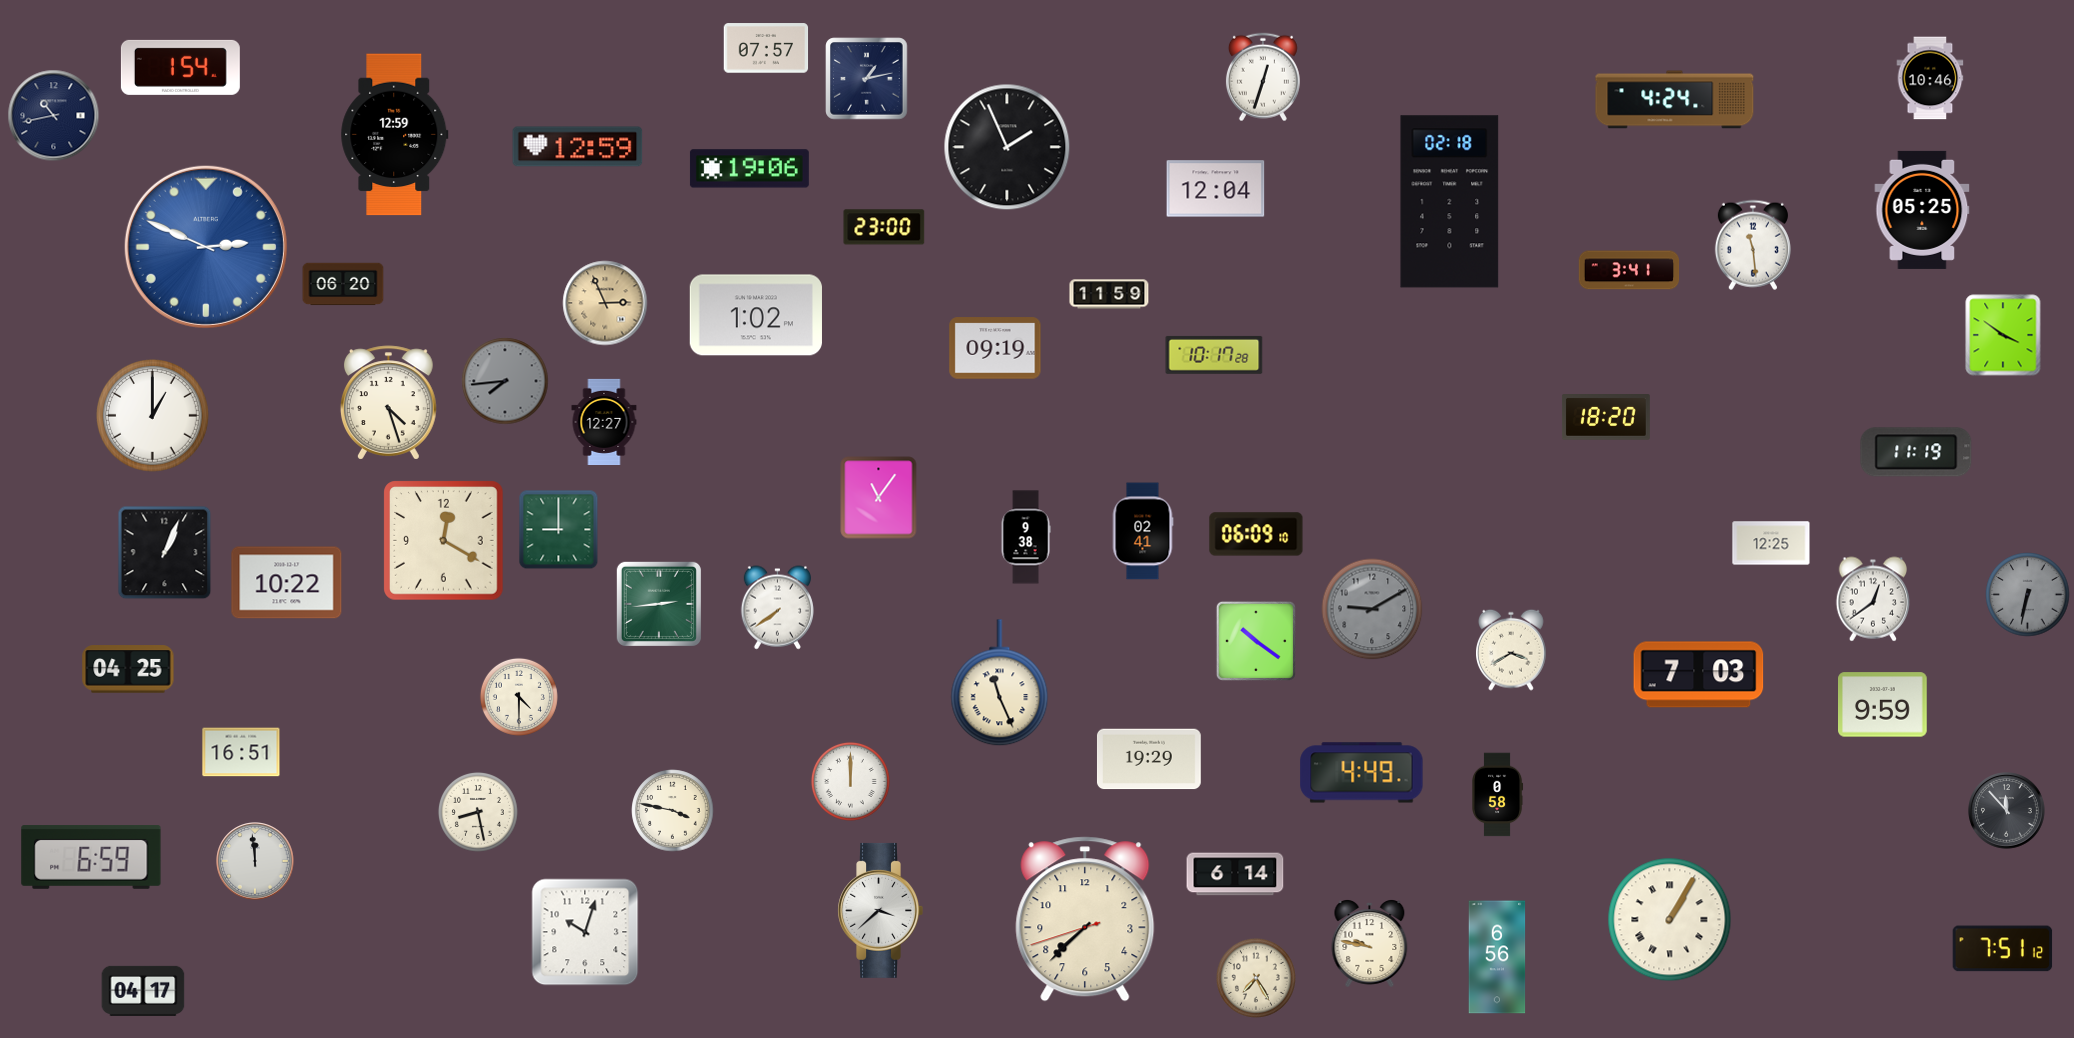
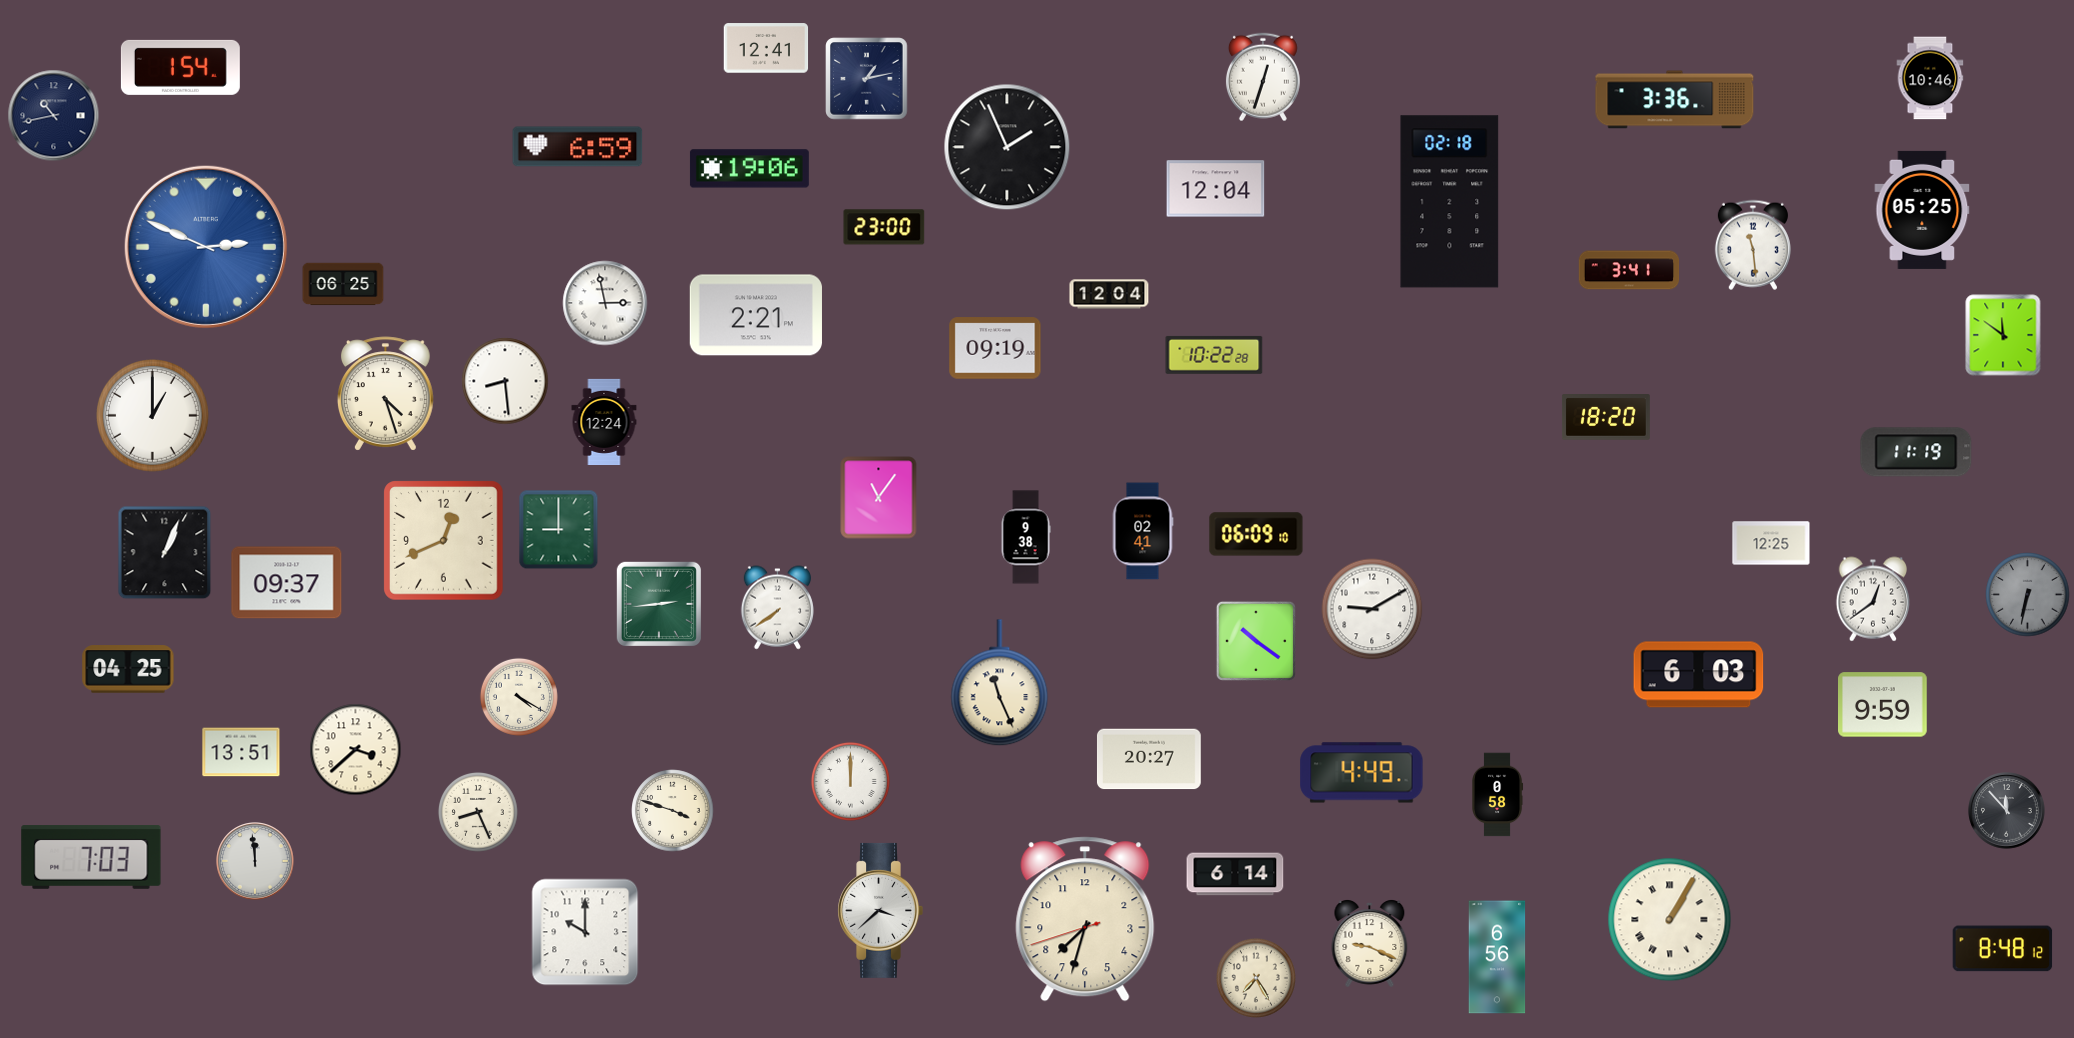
clock at (766, 48): 07:57 -> 12:41
clock at (1675, 100): 4:24 -> 3:36
clock at (395, 135): 12:59 -> none
clock at (578, 147): 12:59 -> 6:59
clock at (343, 284): 06:20 -> 06:25
clock at (1109, 294): 11:59 -> 12:04
clock at (605, 303): 2:56 -> 2:58
clock at (605, 303) dial: champagne -> white
clock at (756, 315): 1:02 -> 2:21
clock at (2003, 335): 3:51 -> 11:51
clock at (1214, 355): 10:17 -> 10:22
clock at (505, 381): 7:44 -> 8:29
clock at (505, 381) dial: grey -> white
clock at (388, 403) position: (388, 403) -> (385, 394)
clock at (604, 422): 12:27 -> 12:24
clock at (444, 541): 12:20 -> 12:41
clock at (287, 583): 10:22 -> 09:37
clock at (1372, 609) dial: grey -> white
clock at (1512, 650): 3:40 -> none
clock at (1699, 675): 7:03 -> 6:03
clock at (519, 697): 4:30 -> 4:20
clock at (356, 750): none -> 3:38
clock at (241, 752): 16:51 -> 13:51
clock at (1149, 759): 19:29 -> 20:27
clock at (673, 811): 3:47 -> 3:48
clock at (478, 812): 8:28 -> 8:26
clock at (91, 858): 6:59 -> 7:03
clock at (1085, 919): 7:37 -> 7:32
clock at (585, 932): 10:03 -> 10:00
clock at (1370, 944): 9:47 -> 9:19
clock at (2003, 949): 7:51 -> 8:48
clock at (143, 991): 04:17 -> none
